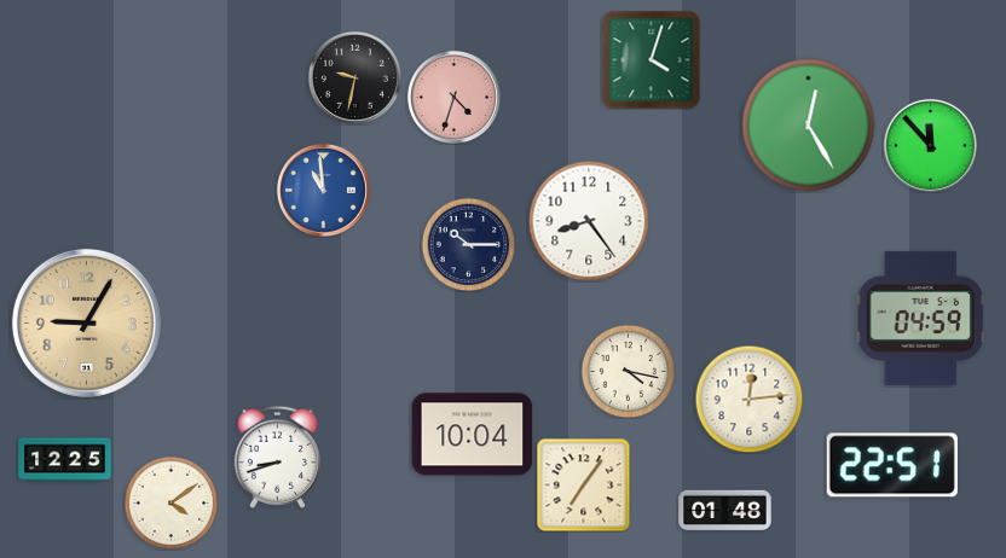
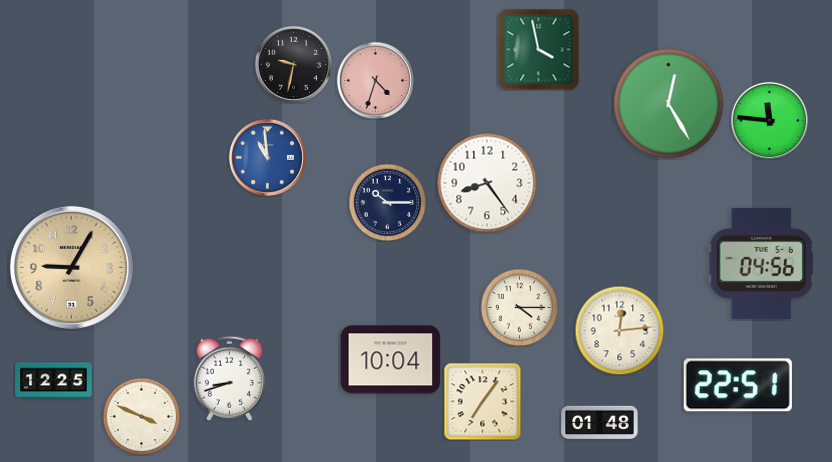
clock at (651, 59): 4:03 -> 3:58
clock at (930, 145): 11:53 -> 11:46
clock at (920, 318): 04:59 -> 04:56
clock at (628, 371): 4:17 -> 4:15
clock at (170, 502): 4:09 -> 3:49
